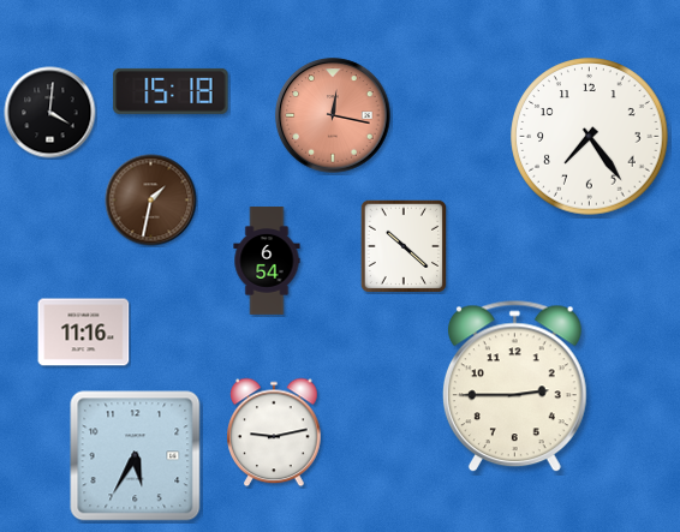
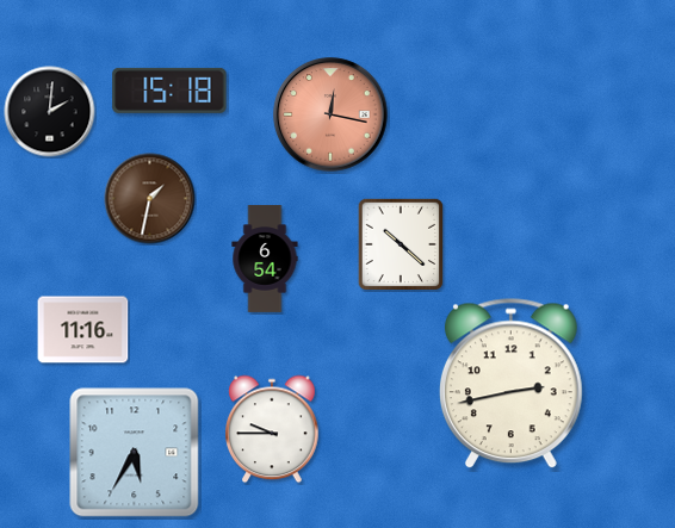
clock at (50, 113): 4:01 -> 2:01
clock at (590, 137): 7:24 -> none
clock at (514, 387): 2:45 -> 2:43
clock at (274, 432): 9:13 -> 9:45
